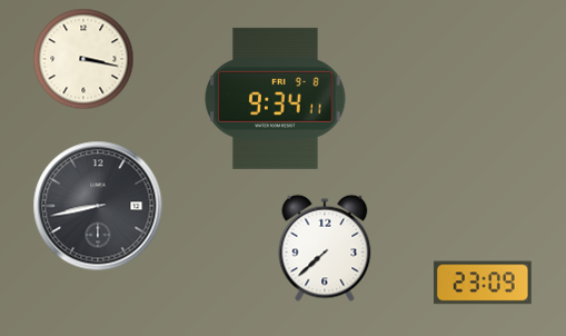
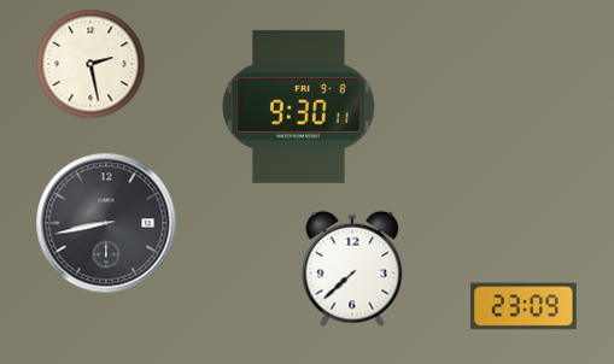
clock at (83, 59): 3:17 -> 2:28
clock at (276, 98): 9:34 -> 9:30
